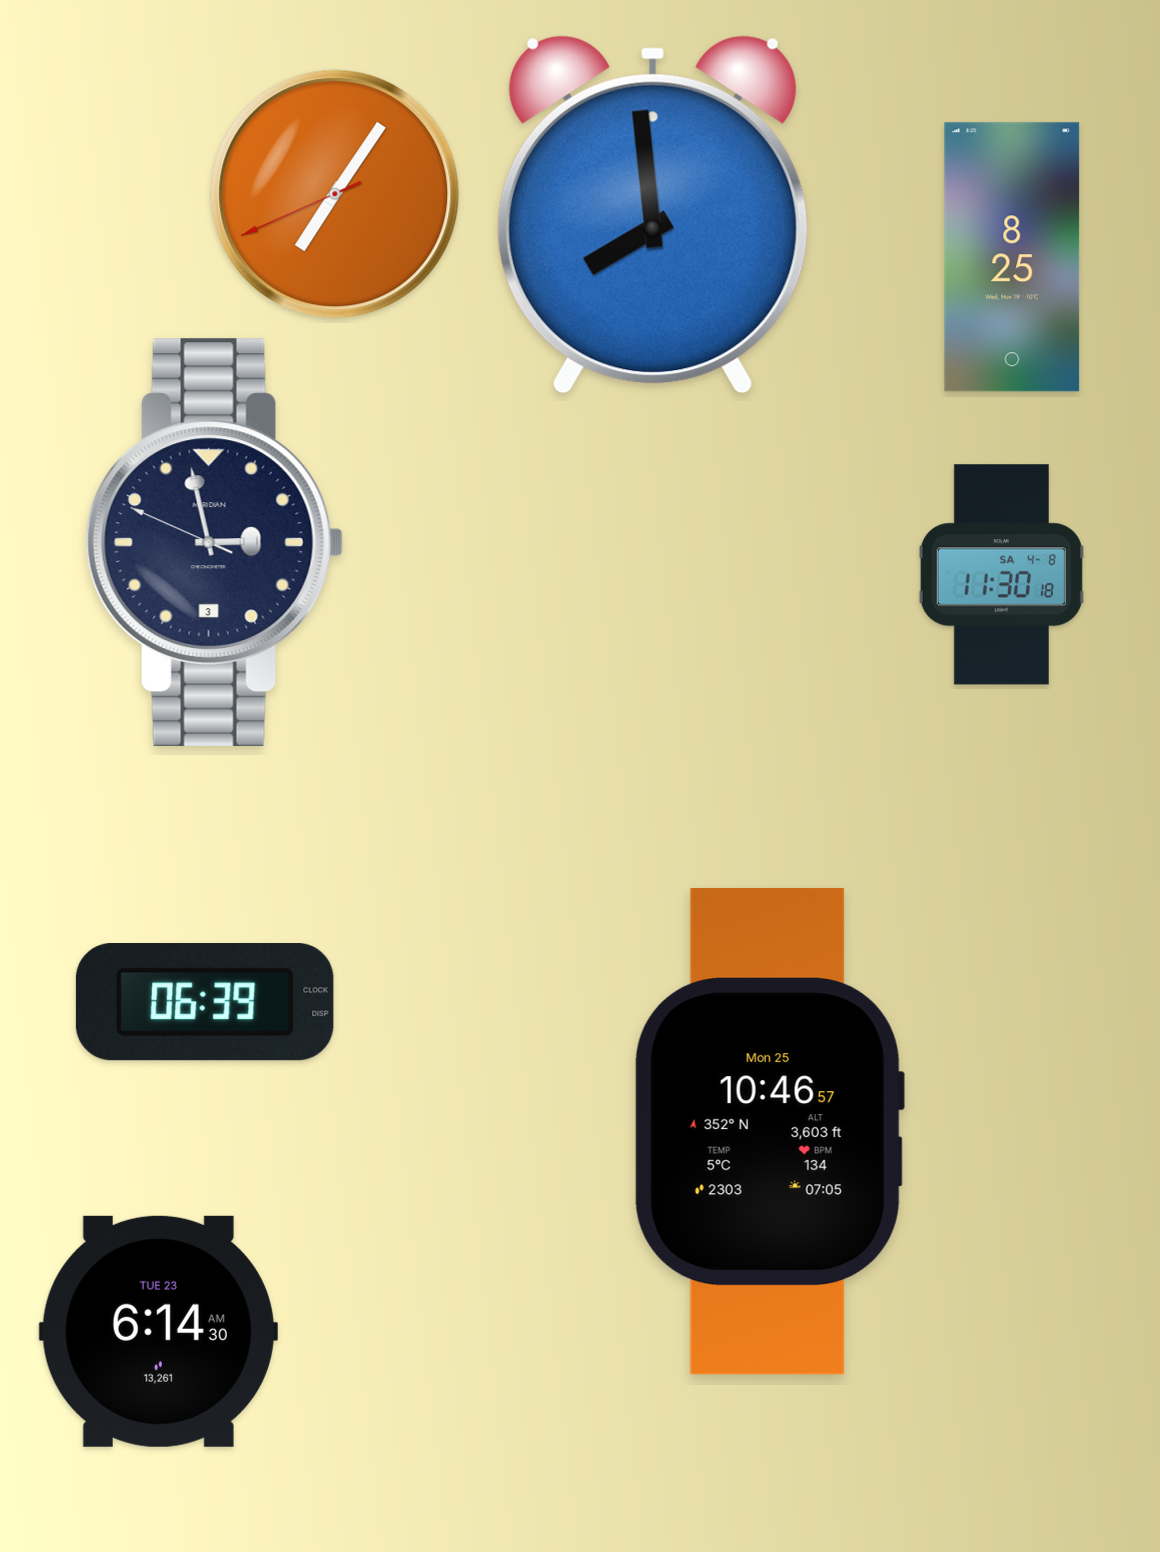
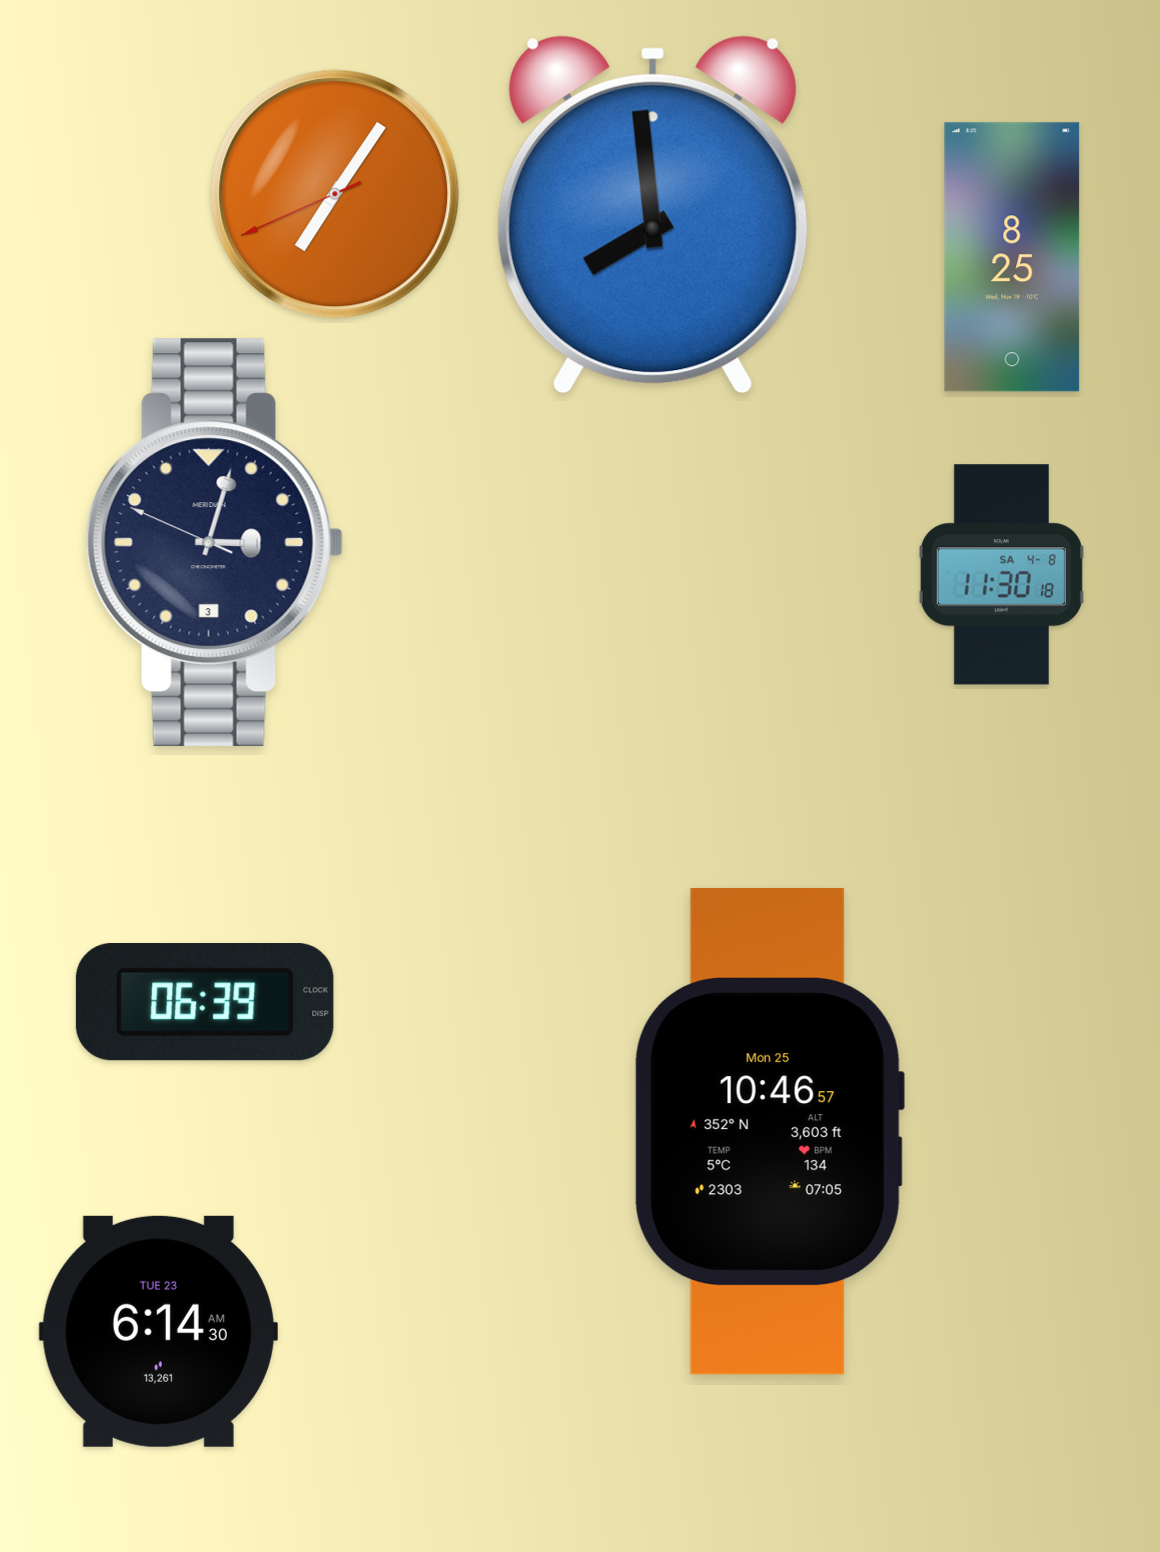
clock at (214, 542): 2:57 -> 3:02
